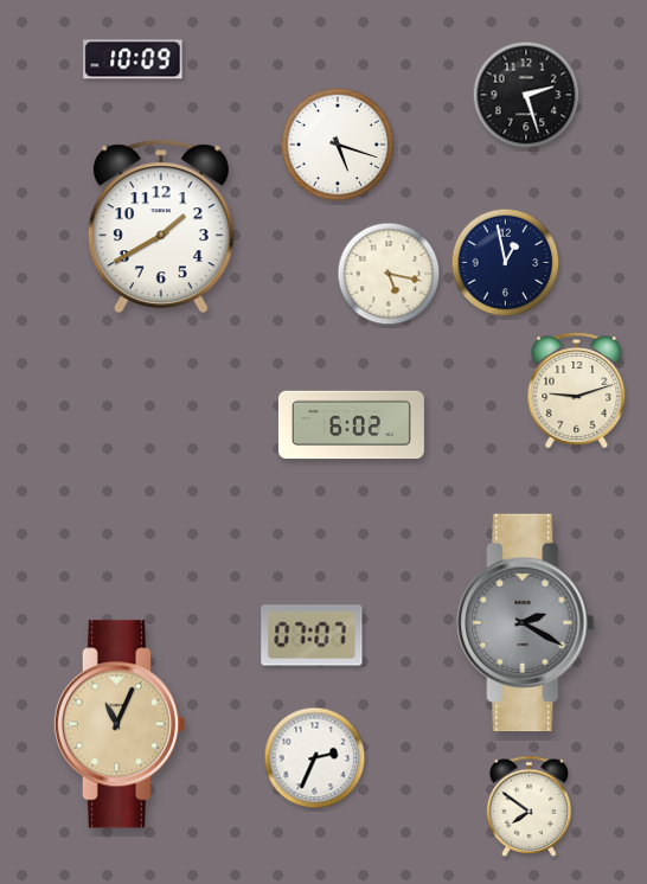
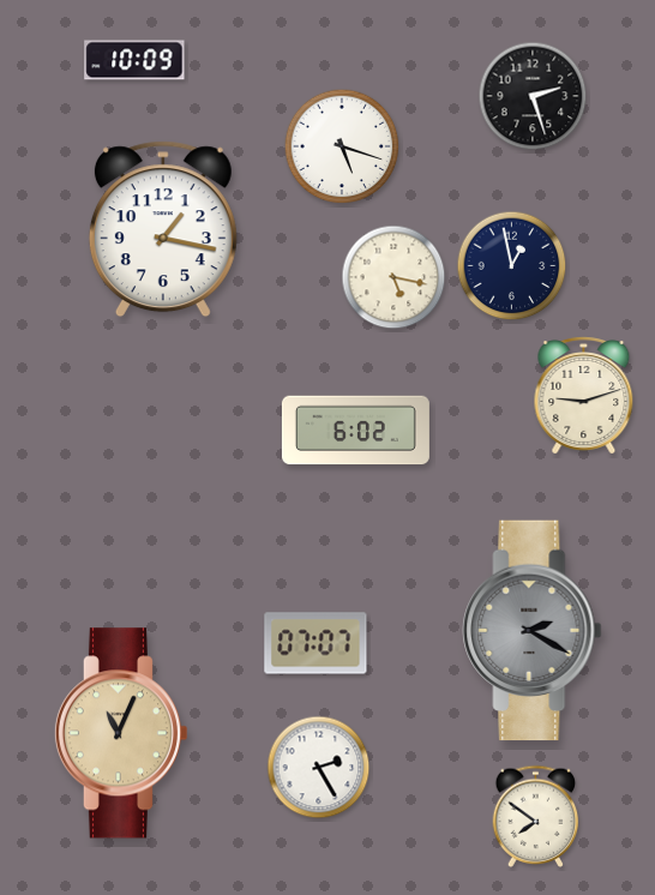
clock at (161, 226): 1:40 -> 1:17
clock at (315, 758): 2:34 -> 2:25
